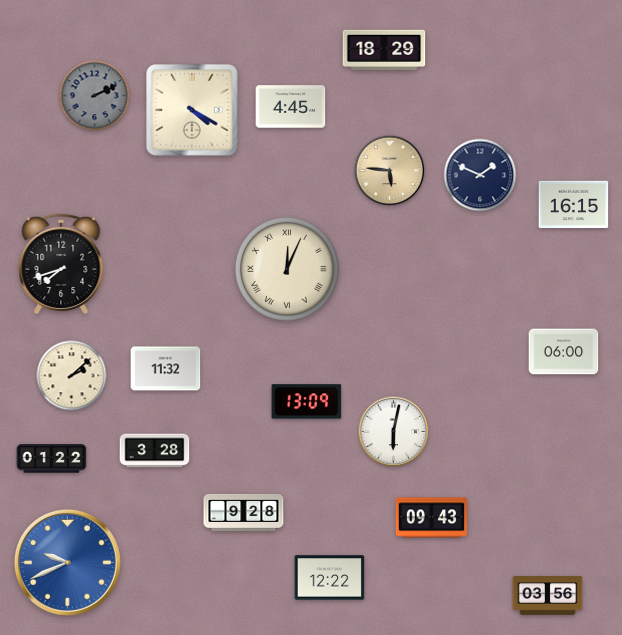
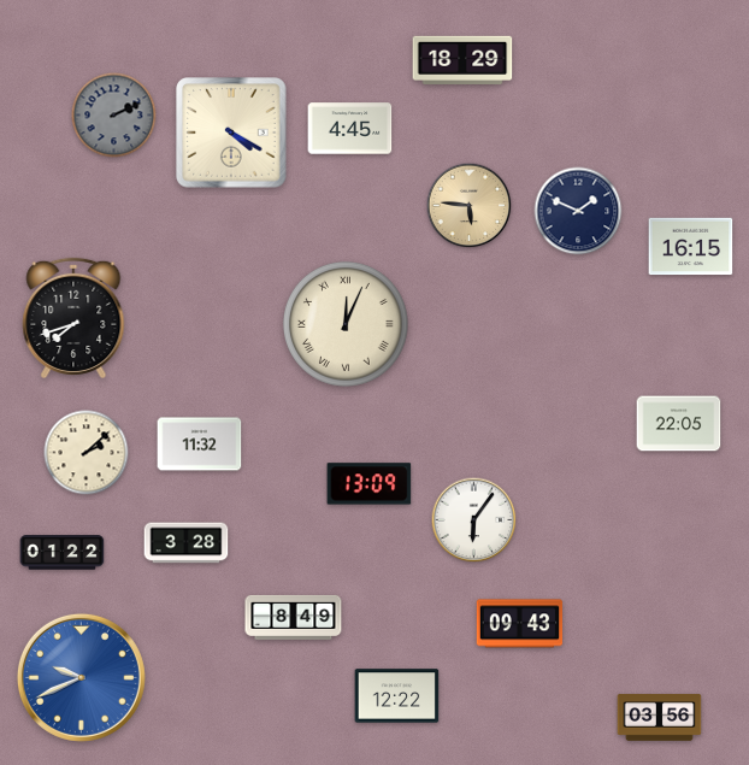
clock at (564, 352): 06:00 -> 22:05
clock at (394, 432): 6:02 -> 6:06
clock at (244, 512): 9:28 -> 8:49
